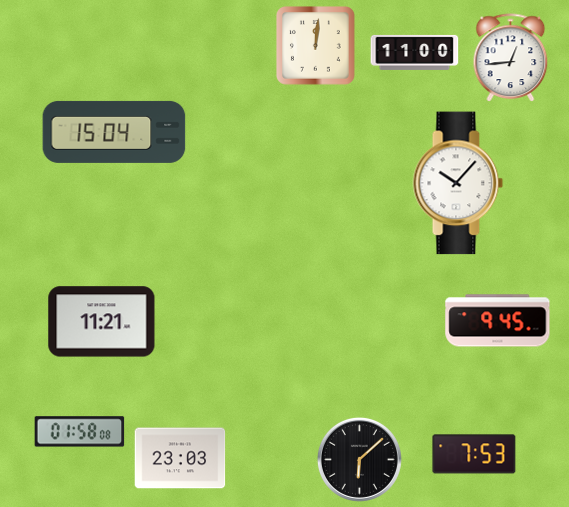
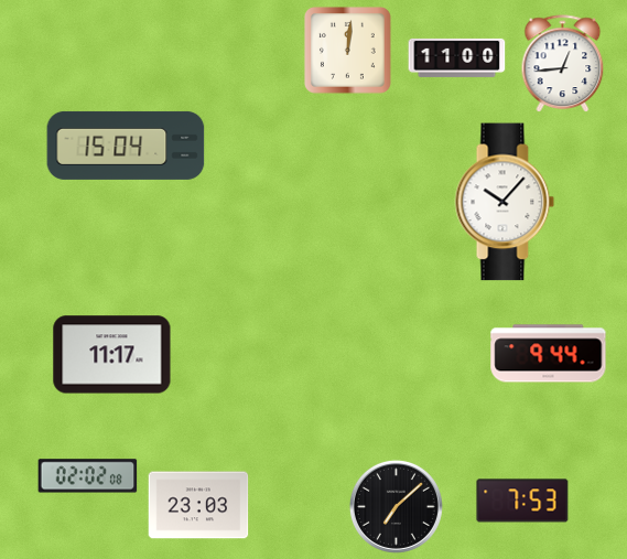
clock at (498, 321): 9:45 -> 9:44
clock at (102, 322): 11:21 -> 11:17
clock at (80, 432): 01:58 -> 02:02
clock at (359, 459): 6:08 -> 7:08
